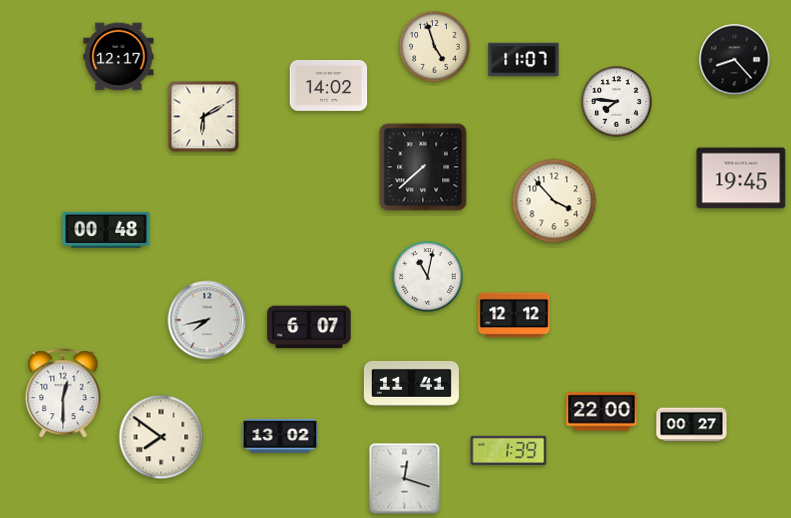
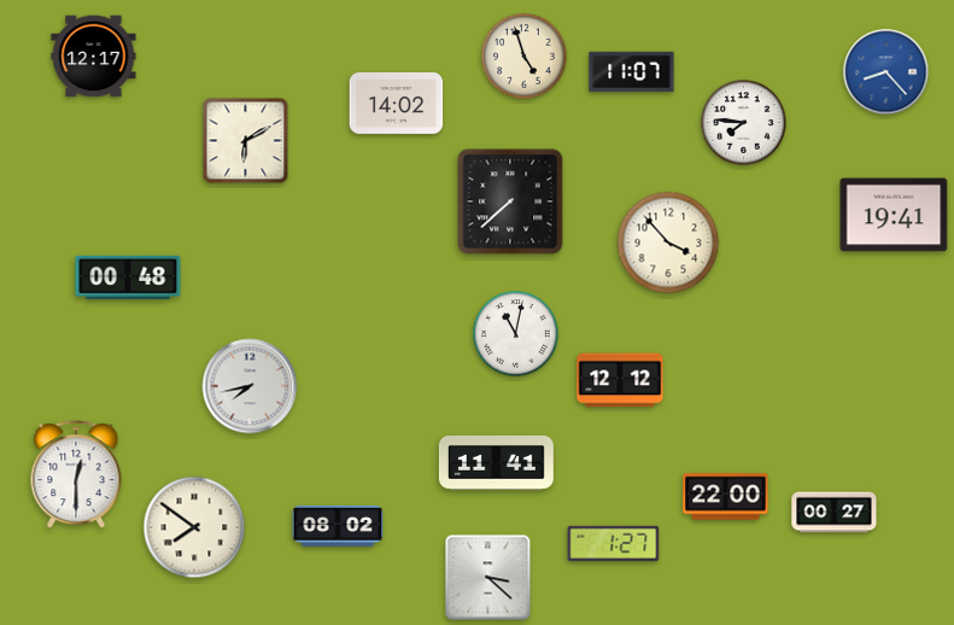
clock at (119, 57) position: (119, 57) -> (94, 57)
clock at (735, 60) dial: black -> blue
clock at (741, 178): 19:45 -> 19:41
clock at (309, 327): 6:07 -> none
clock at (280, 436): 13:02 -> 08:02
clock at (509, 450): 1:39 -> 1:27
clock at (405, 479): 12:18 -> 3:22
